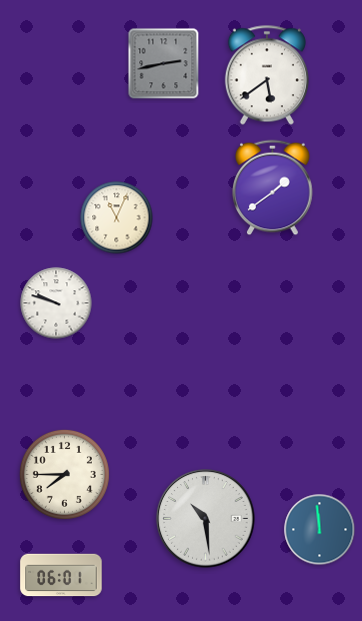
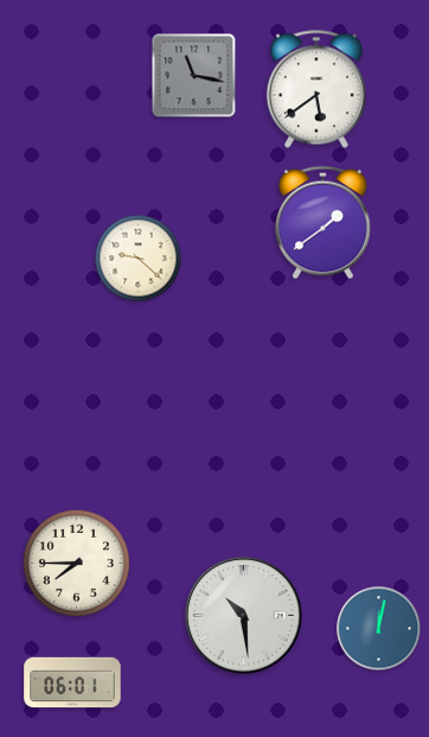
clock at (164, 64): 2:43 -> 11:17
clock at (117, 218): 11:04 -> 9:22
clock at (56, 303): 9:48 -> none
clock at (320, 530): 11:59 -> 12:02
